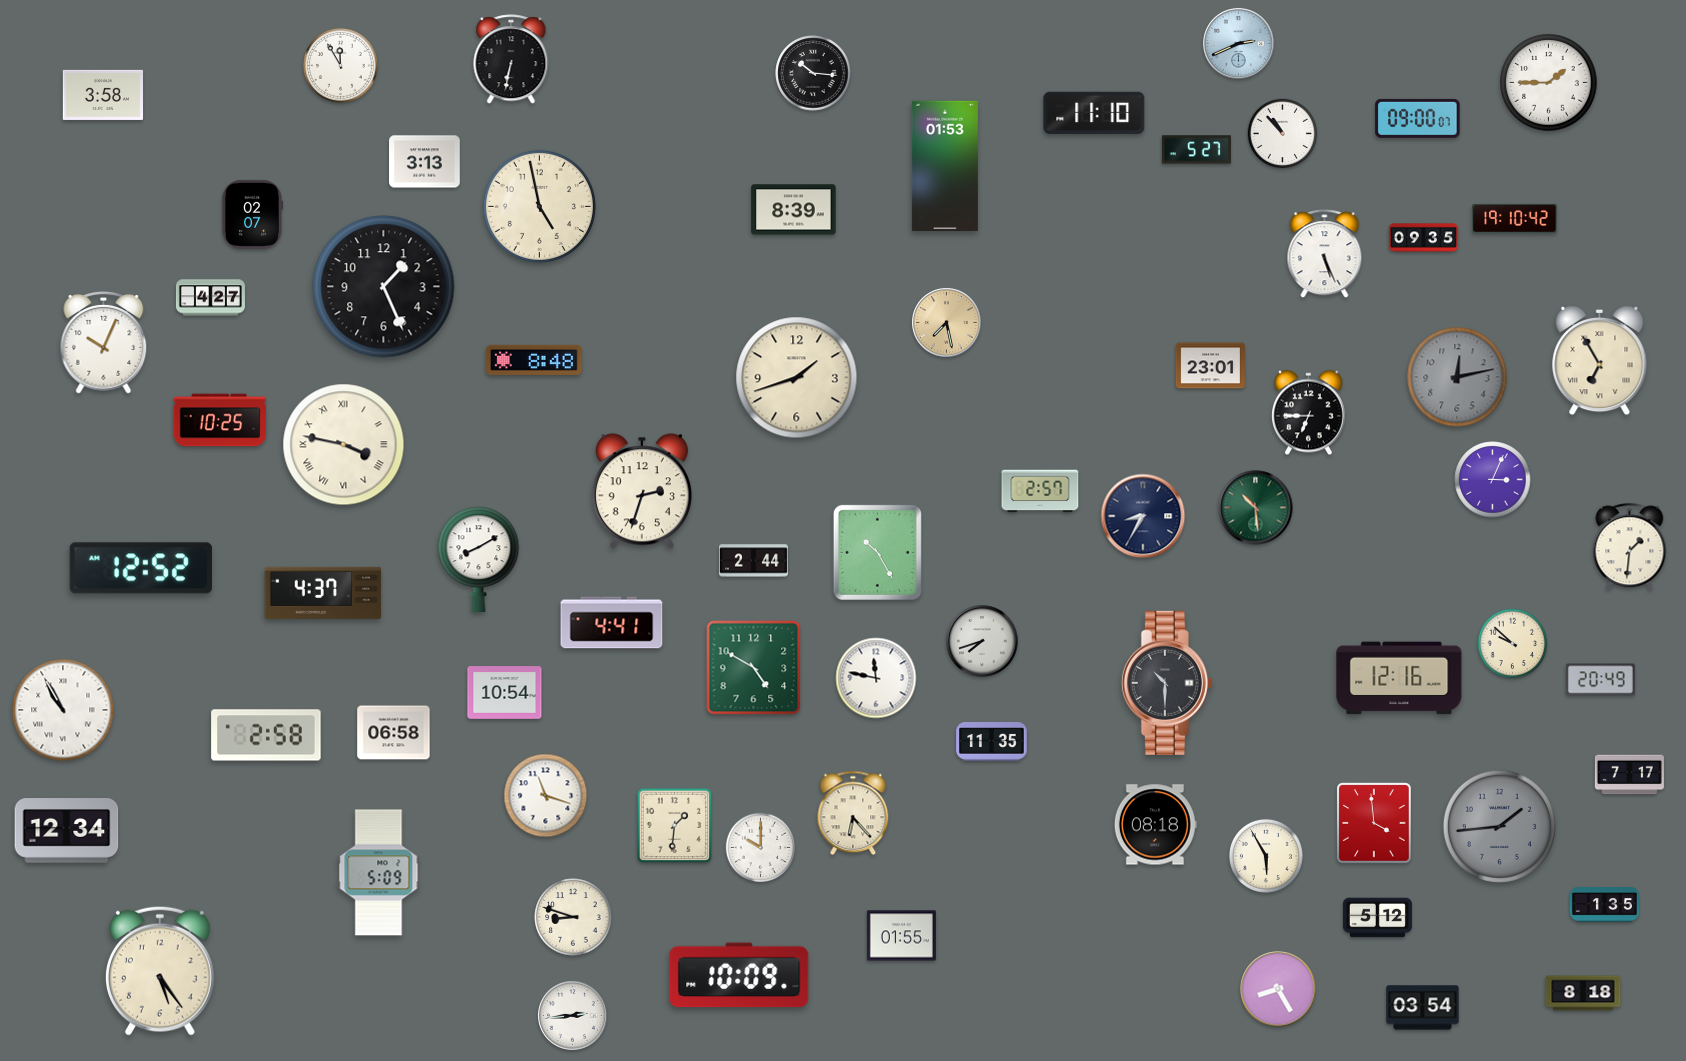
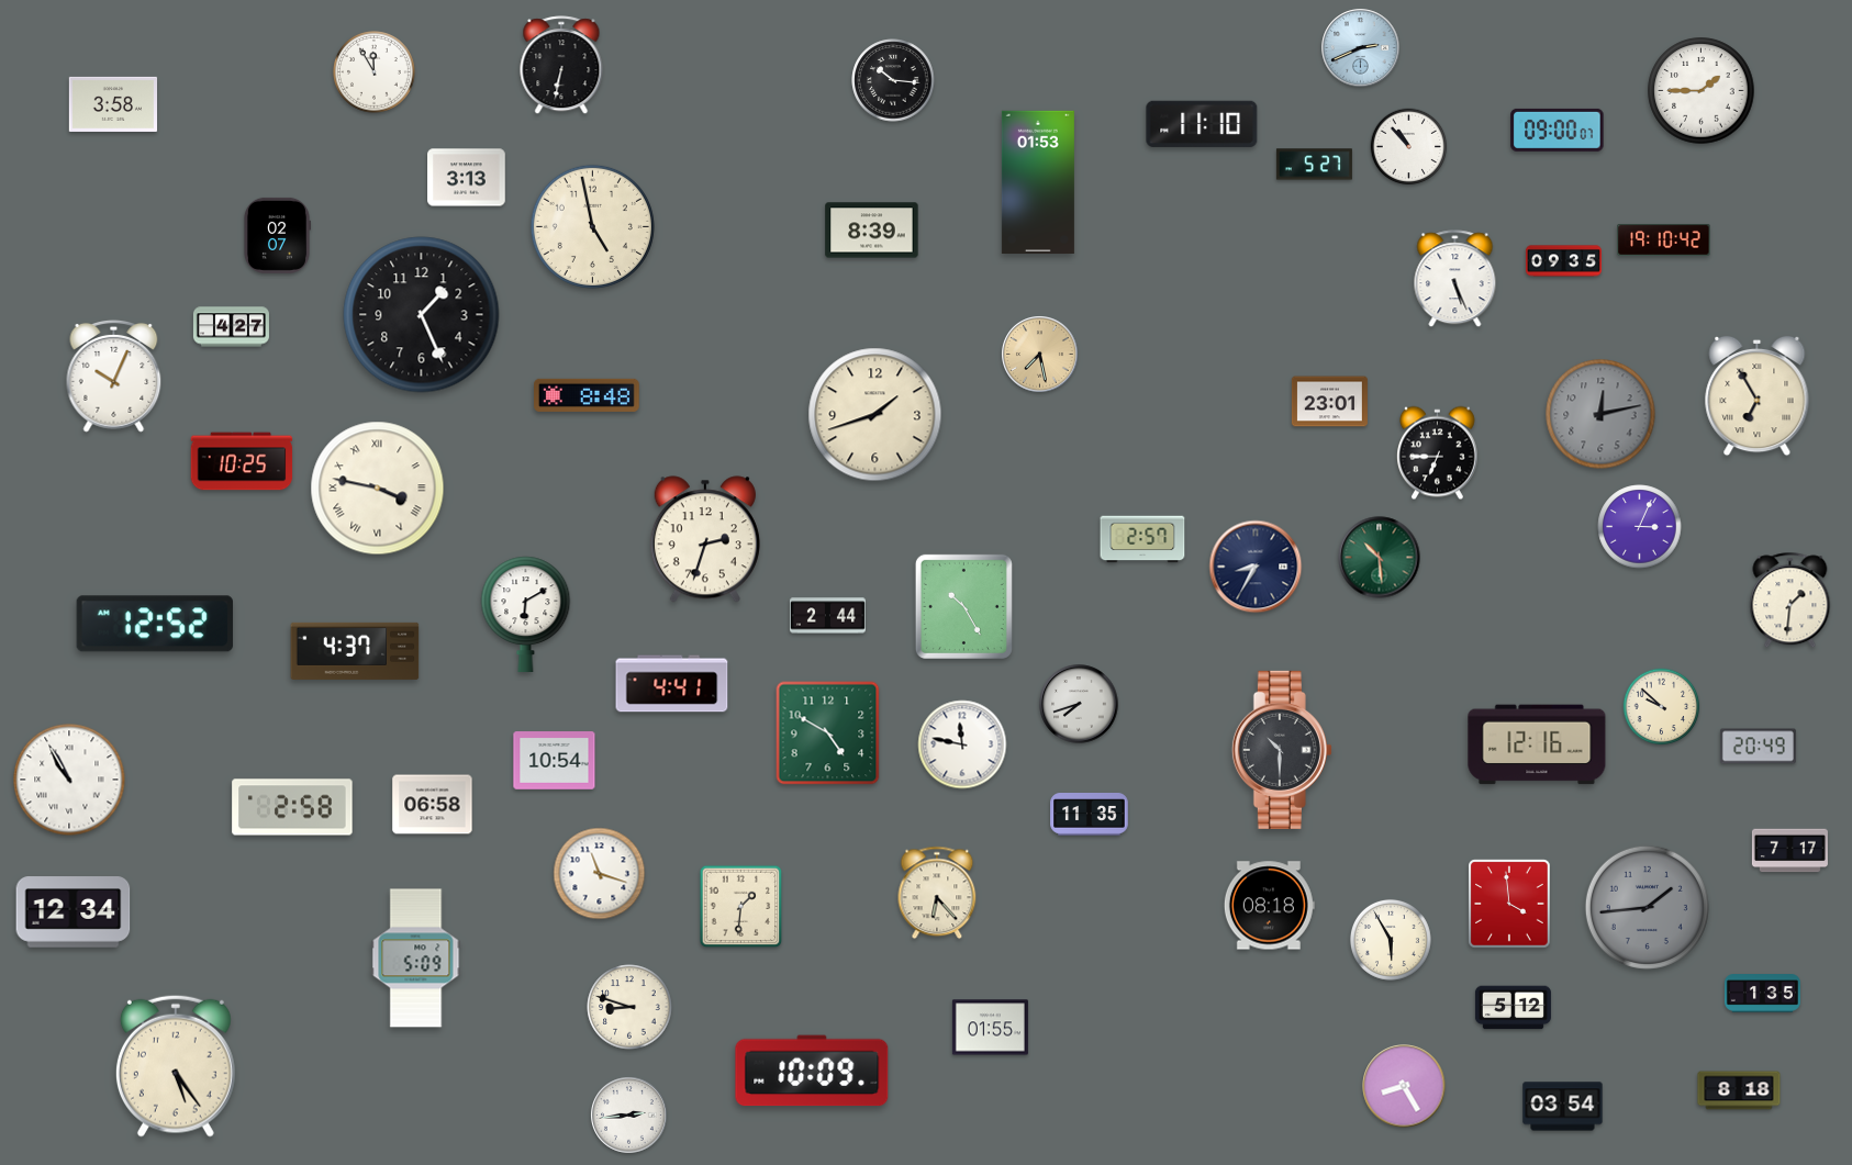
clock at (479, 559): 8:10 -> 6:10
clock at (761, 848): 10:00 -> none
